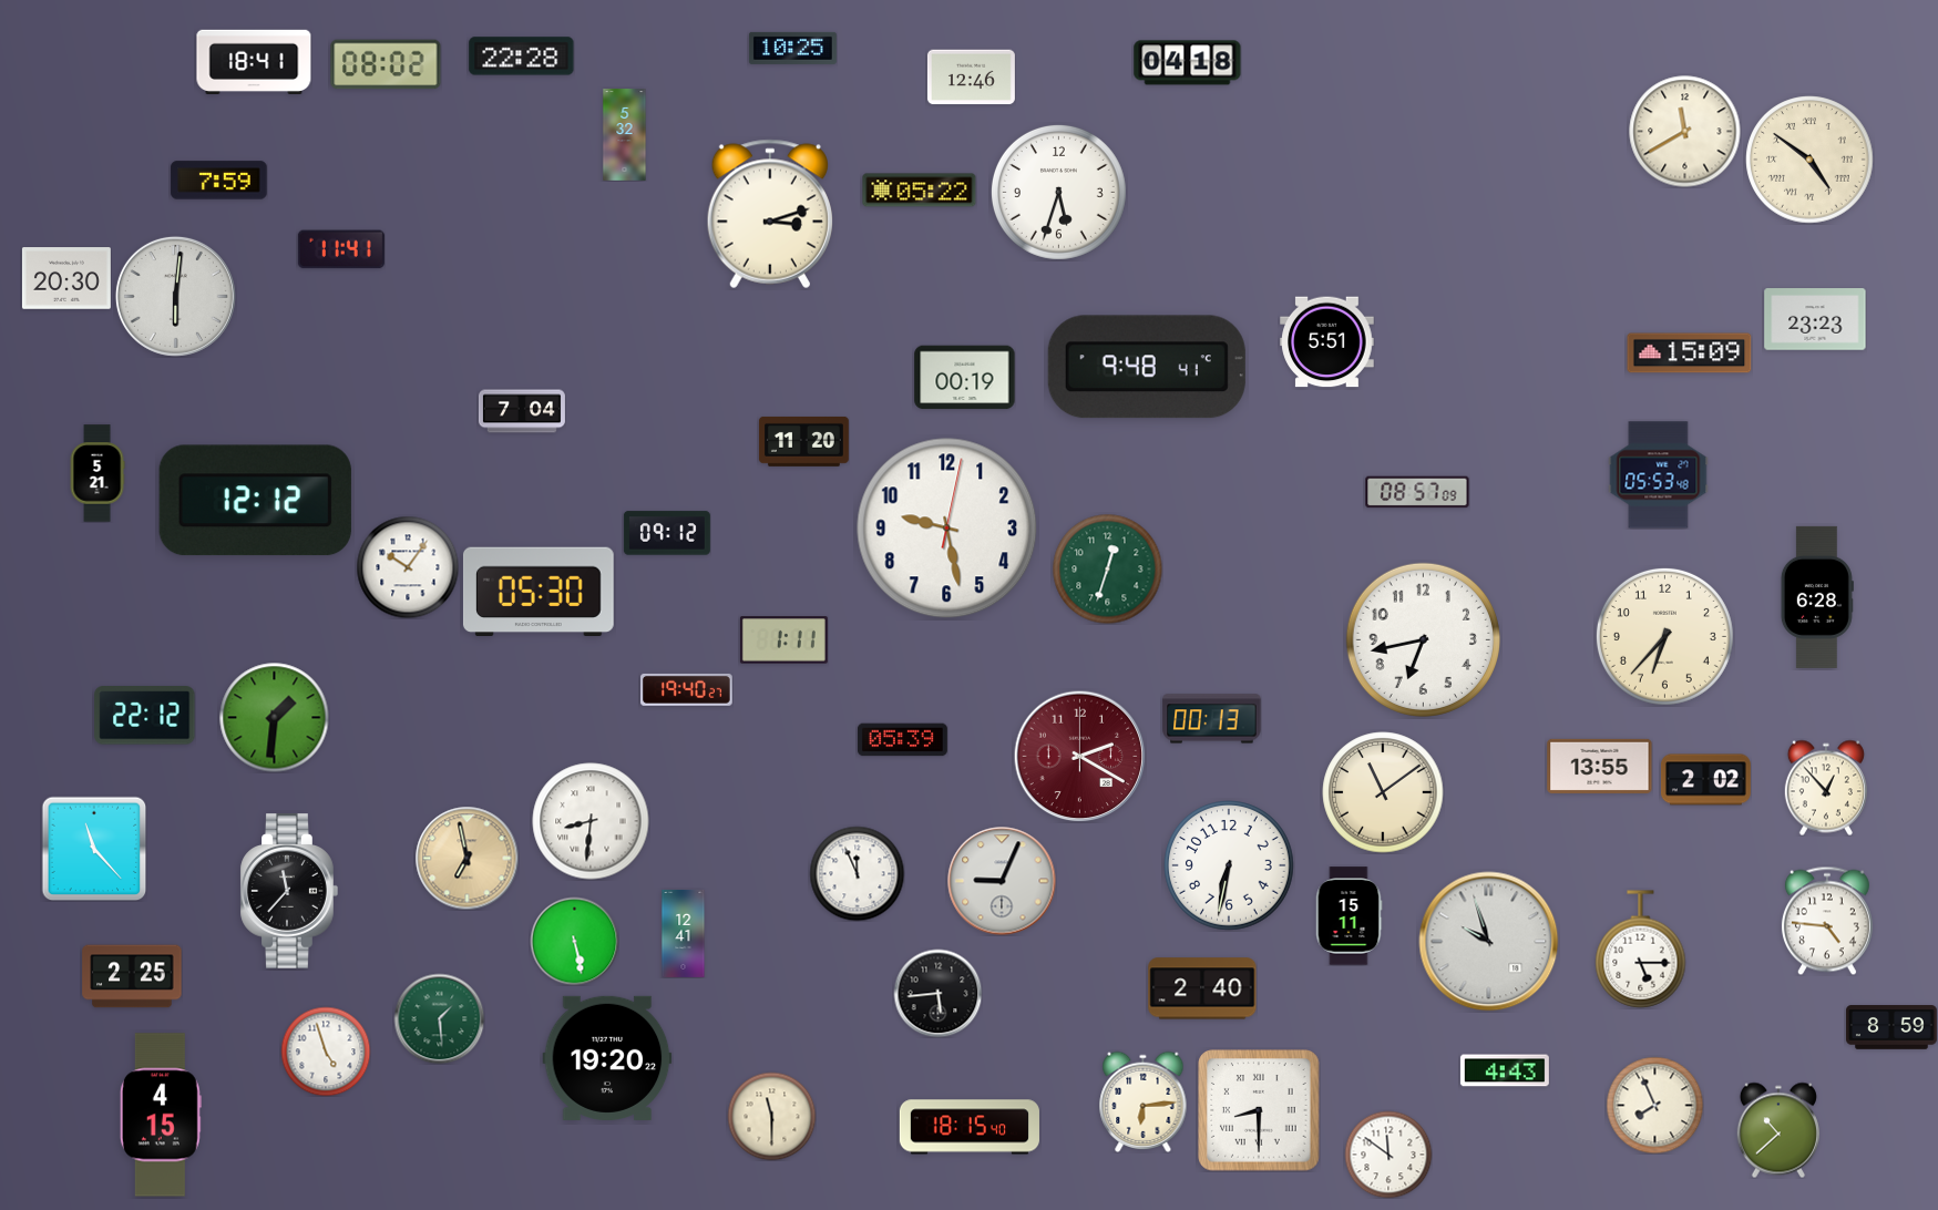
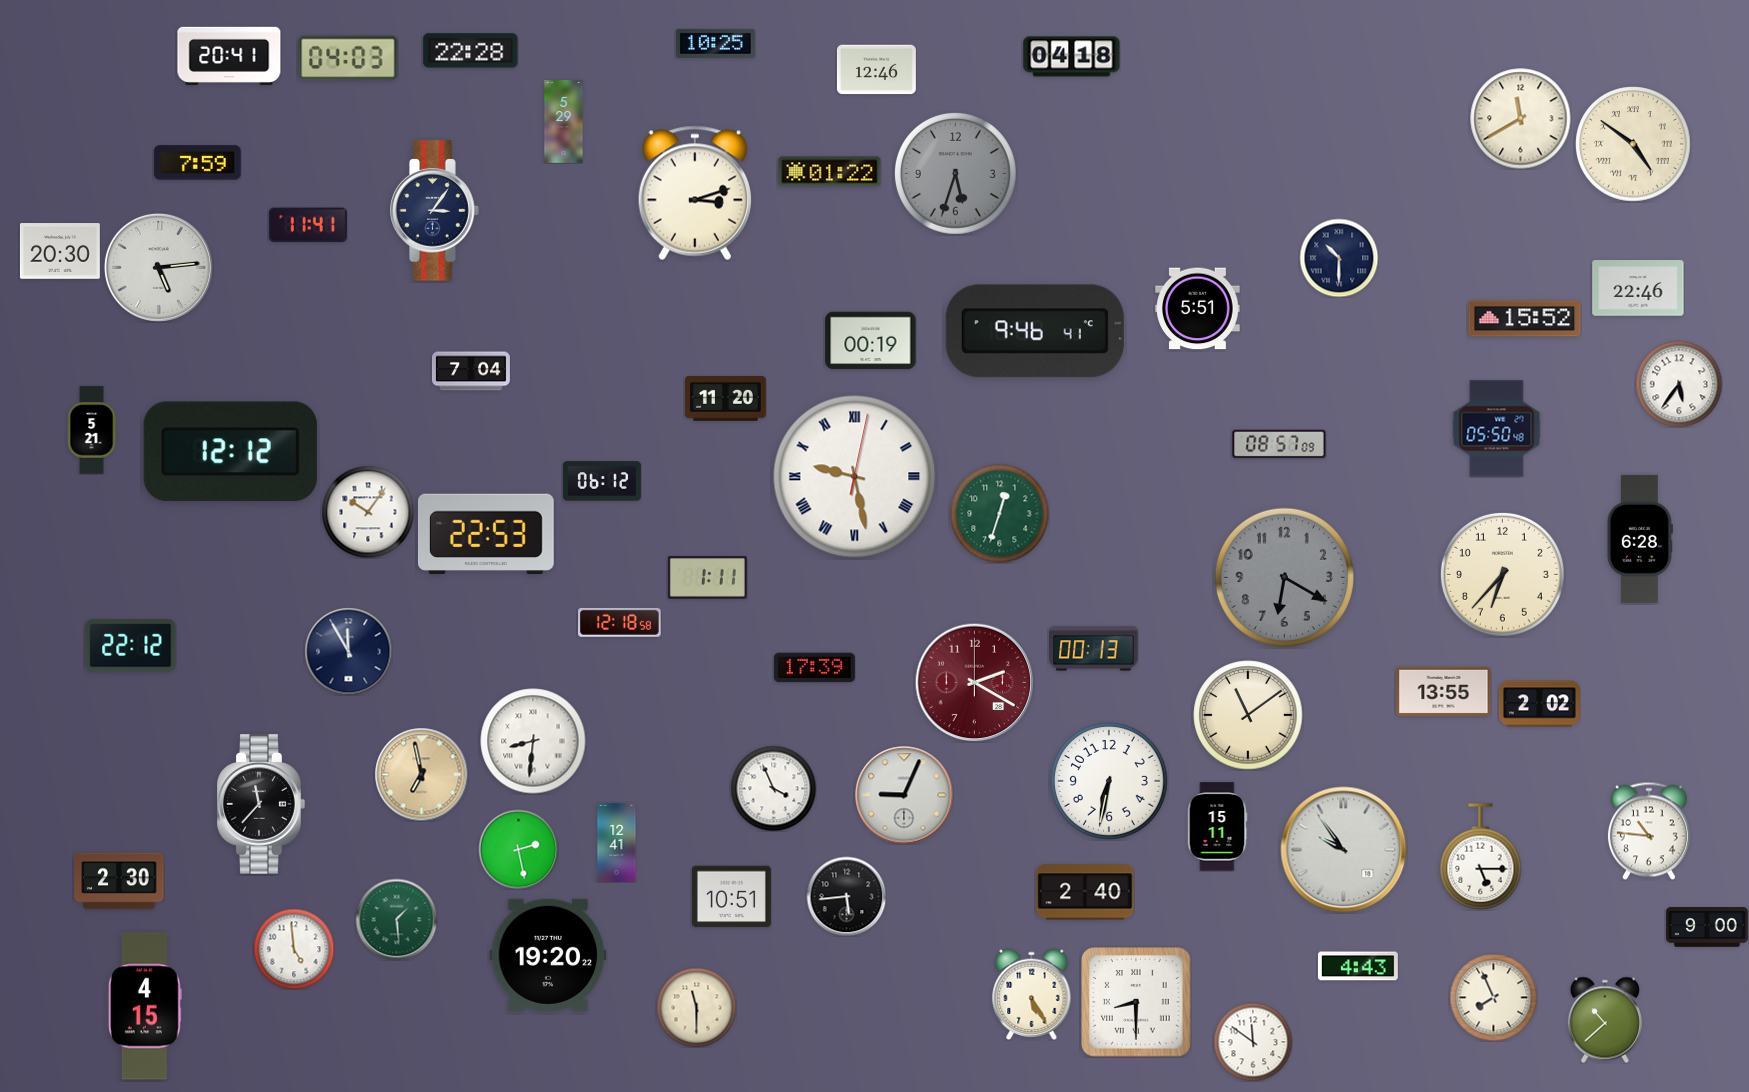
clock at (254, 62): 18:41 -> 20:41
clock at (386, 64): 08:02 -> 04:03
clock at (625, 135): 5:32 -> 5:29
clock at (920, 191): 05:22 -> 01:22
clock at (1058, 192) dial: white -> grey
clock at (435, 211): none -> 3:06
clock at (1339, 258): none -> 10:30
clock at (175, 296): 6:01 -> 5:14
clock at (1815, 319): 23:23 -> 22:46
clock at (1690, 353): 15:09 -> 15:52
clock at (1147, 367): 9:48 -> 9:46
clock at (1679, 384): none -> 5:36
clock at (98, 473) position: (98, 473) -> (92, 430)
clock at (1659, 475): 05:53 -> 05:50
clock at (947, 529) numerals: Arabic -> Roman
clock at (667, 533): 09:12 -> 06:12
clock at (539, 592): 05:30 -> 22:53
clock at (1423, 639): 6:43 -> 6:20
clock at (1423, 639) dial: white -> grey
clock at (687, 689): 19:40 -> 12:18
clock at (275, 718): 1:31 -> none
clock at (348, 651): none -> 11:55
clock at (902, 740): 05:39 -> 17:39
clock at (1826, 788): 12:53 -> none
clock at (94, 849): 11:23 -> none
clock at (857, 873): 11:56 -> 3:56
clock at (1827, 921): 4:46 -> 10:46
clock at (574, 941): 5:28 -> 2:28
clock at (1489, 942): 9:57 -> 9:54
clock at (132, 976): 2:25 -> 2:30
clock at (731, 897): none -> 10:51
clock at (1893, 1027): 8:59 -> 9:00
clock at (326, 1052): 4:57 -> 4:59
clock at (1144, 1101): 6:14 -> 5:25
clock at (970, 1127): 18:15 -> none
